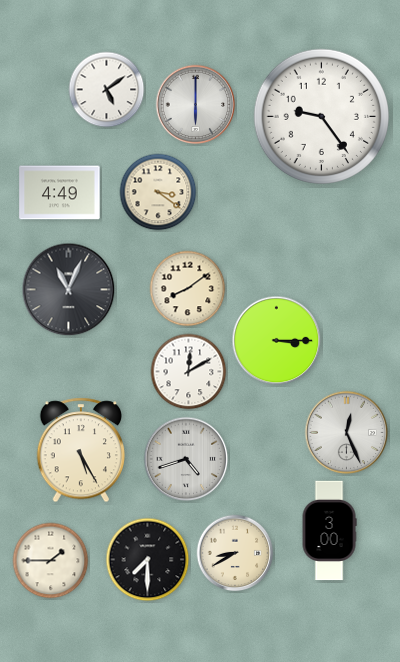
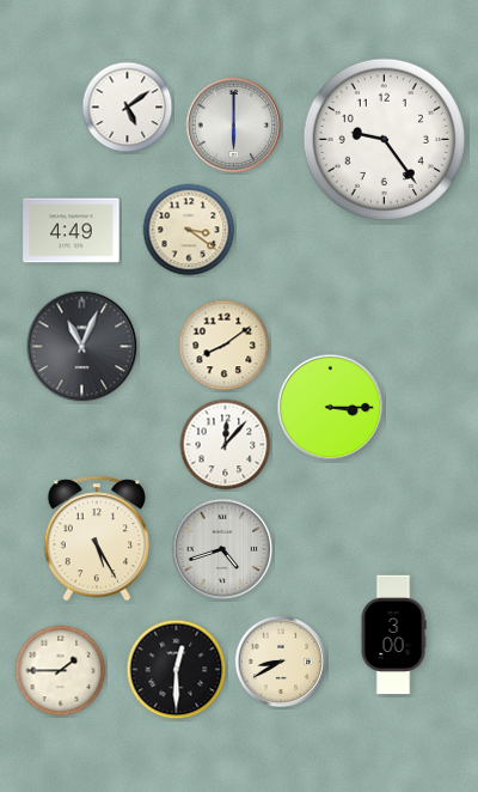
clock at (189, 372): 12:10 -> 12:07
clock at (347, 433): 12:26 -> none
clock at (148, 560): 7:30 -> 12:30
